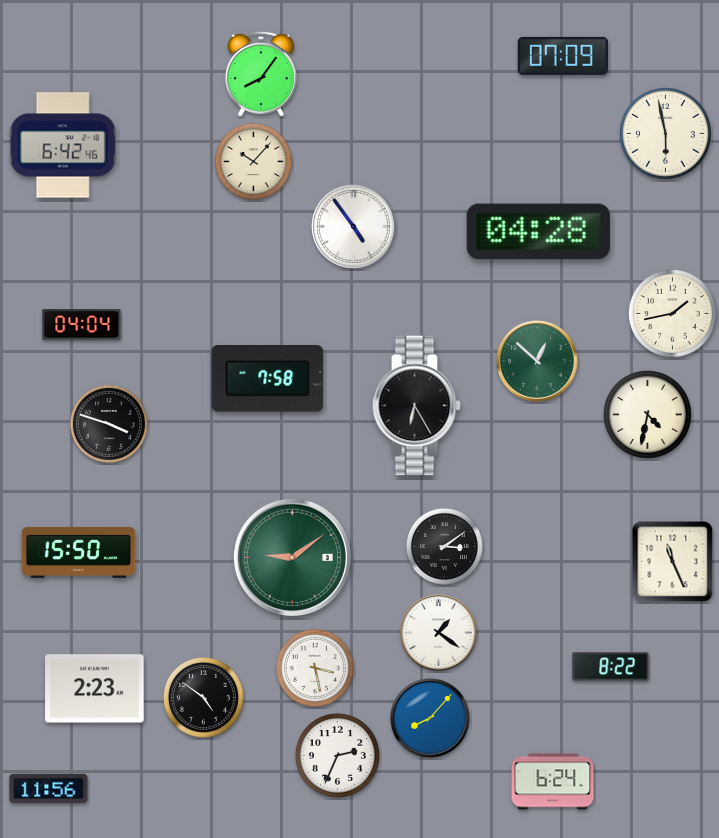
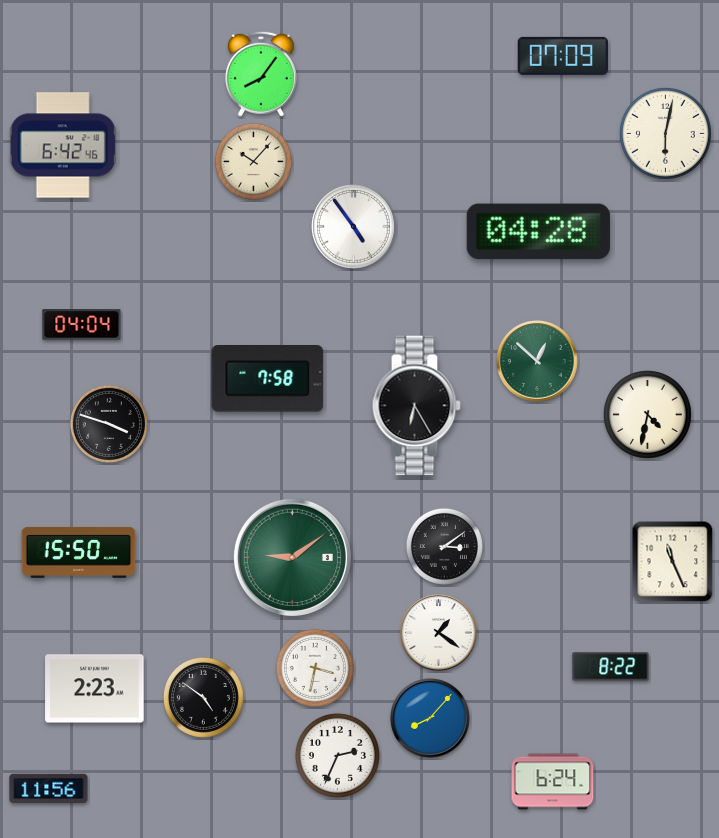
clock at (666, 134): 5:58 -> 6:02
clock at (672, 313): 1:43 -> none
clock at (315, 668): 3:28 -> 3:32
